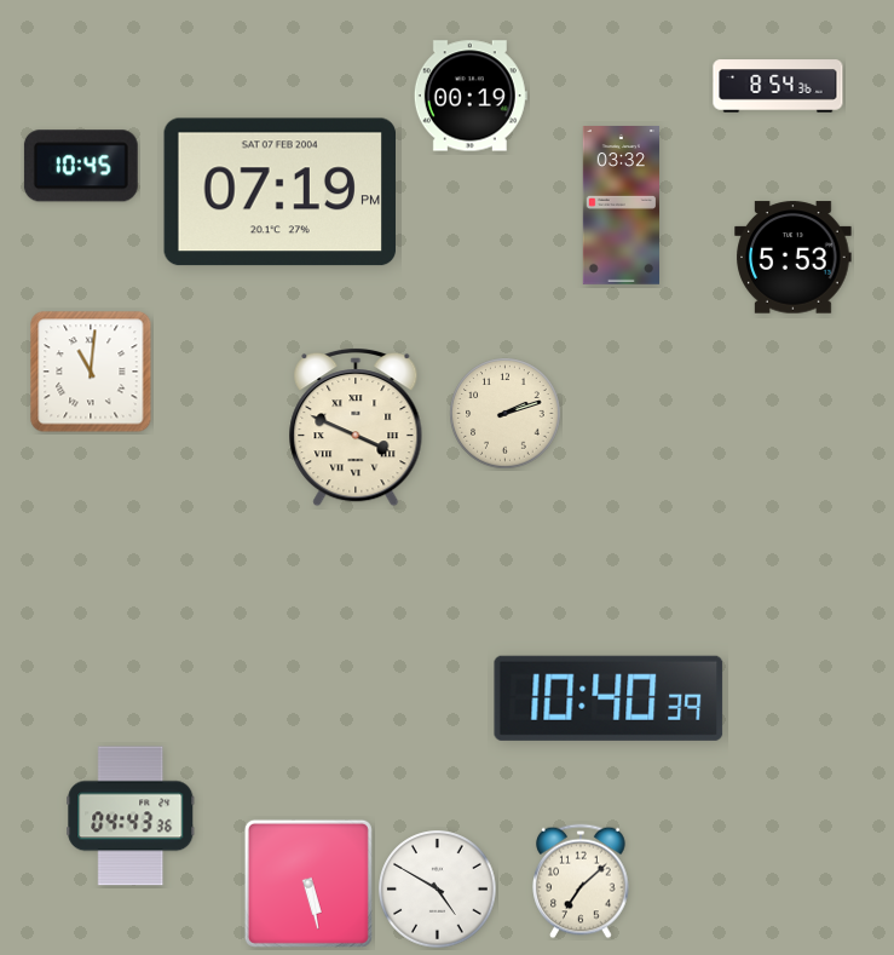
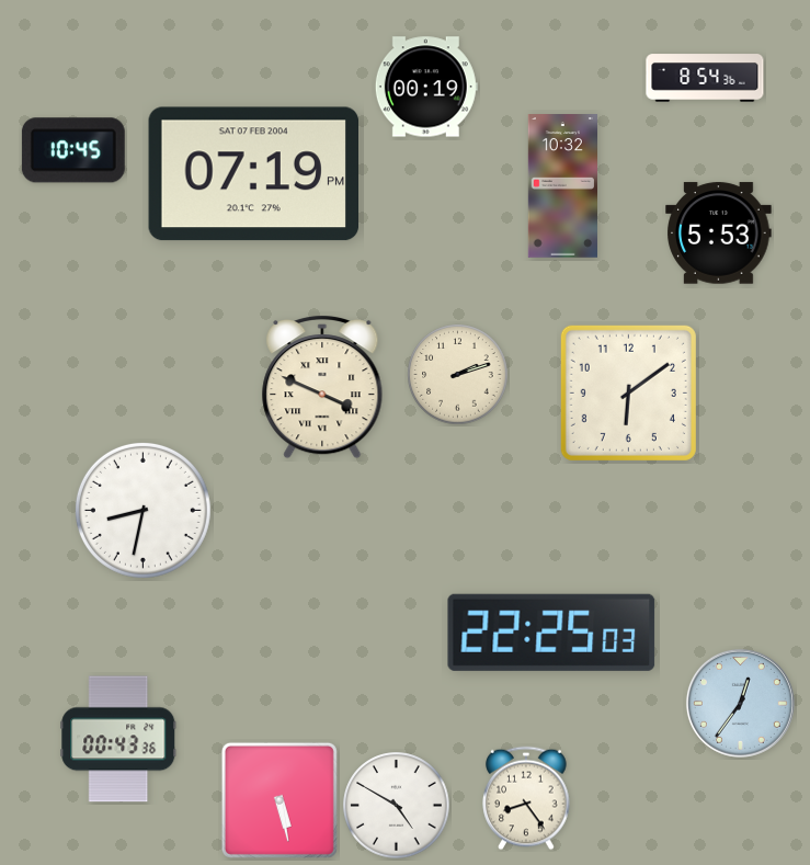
clock at (621, 206): 03:32 -> 10:32
clock at (91, 372): 11:01 -> none
clock at (628, 392): none -> 6:09
clock at (142, 510): none -> 8:32
clock at (609, 698): 10:40 -> 22:25
clock at (740, 703): none -> 12:36
clock at (131, 816): 04:43 -> 00:43
clock at (581, 881): 7:08 -> 8:24
